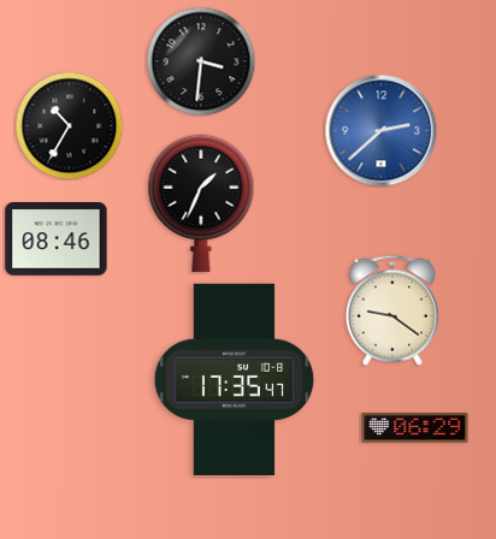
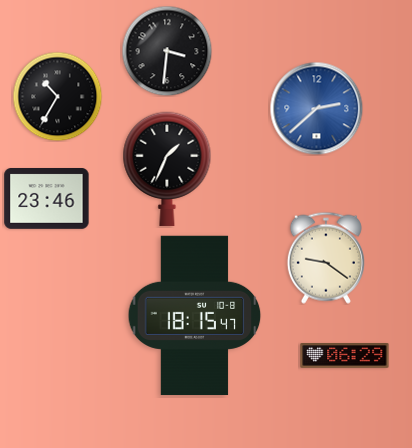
clock at (69, 125) position: (69, 125) -> (57, 96)
clock at (57, 239): 08:46 -> 23:46
clock at (235, 380): 17:35 -> 18:15
